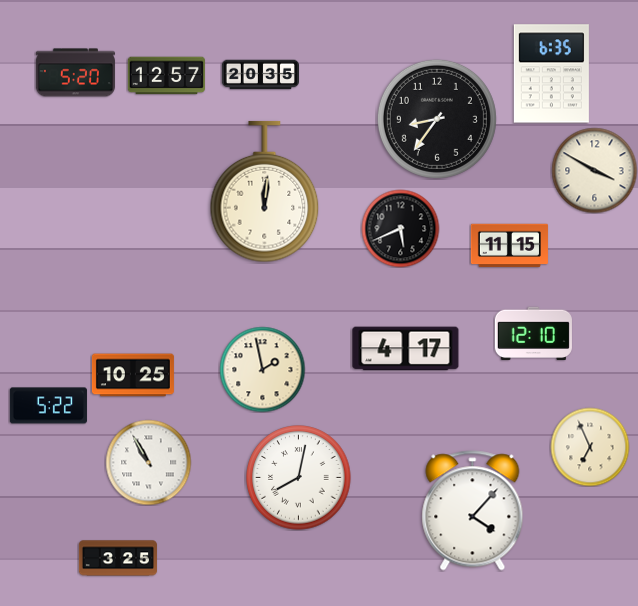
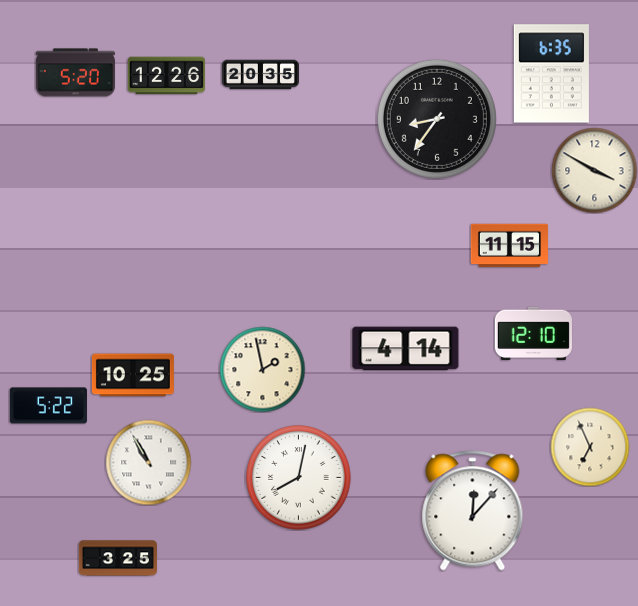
clock at (166, 76): 12:57 -> 12:26
clock at (265, 192): 12:01 -> none
clock at (400, 228): 5:41 -> none
clock at (406, 349): 4:17 -> 4:14
clock at (473, 511): 4:07 -> 12:07
